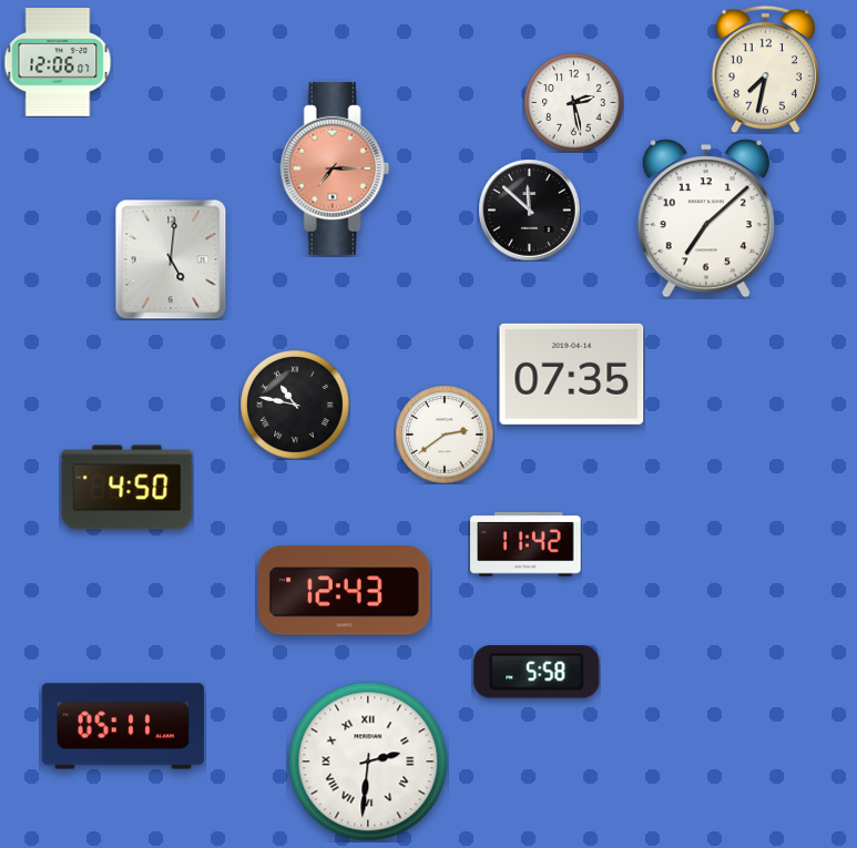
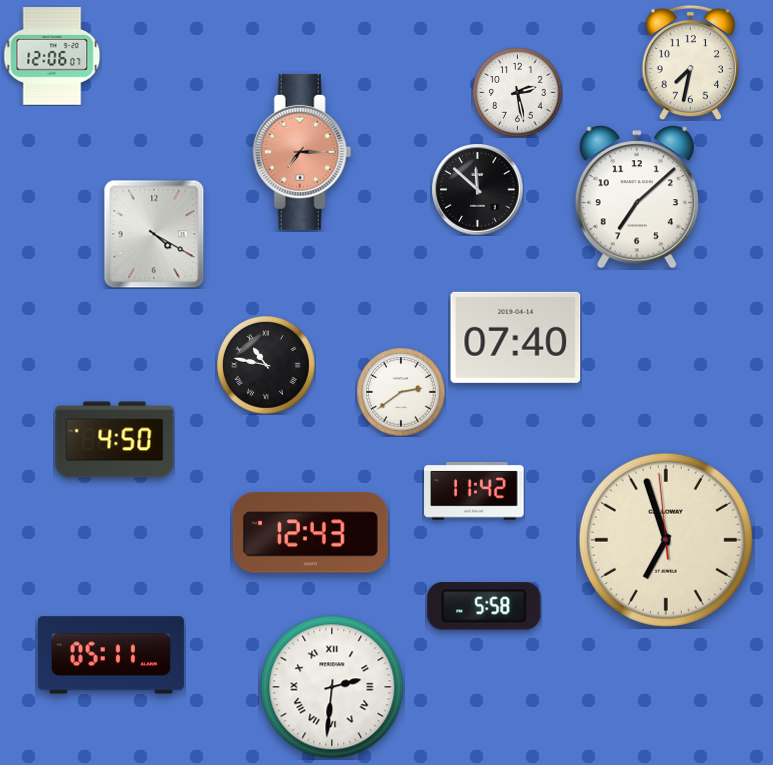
clock at (171, 259): 5:01 -> 4:20
clock at (572, 374): 07:35 -> 07:40
clock at (666, 540): none -> 6:56
